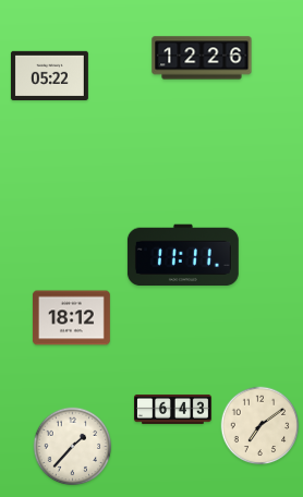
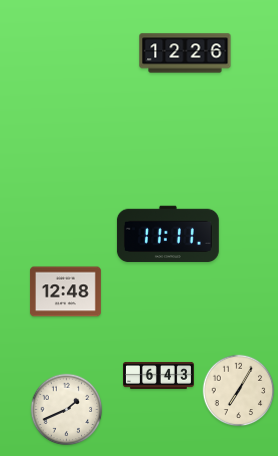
clock at (49, 75): 05:22 -> none
clock at (71, 318): 18:12 -> 12:48
clock at (260, 426): 7:09 -> 7:05
clock at (73, 447): 1:37 -> 1:41
